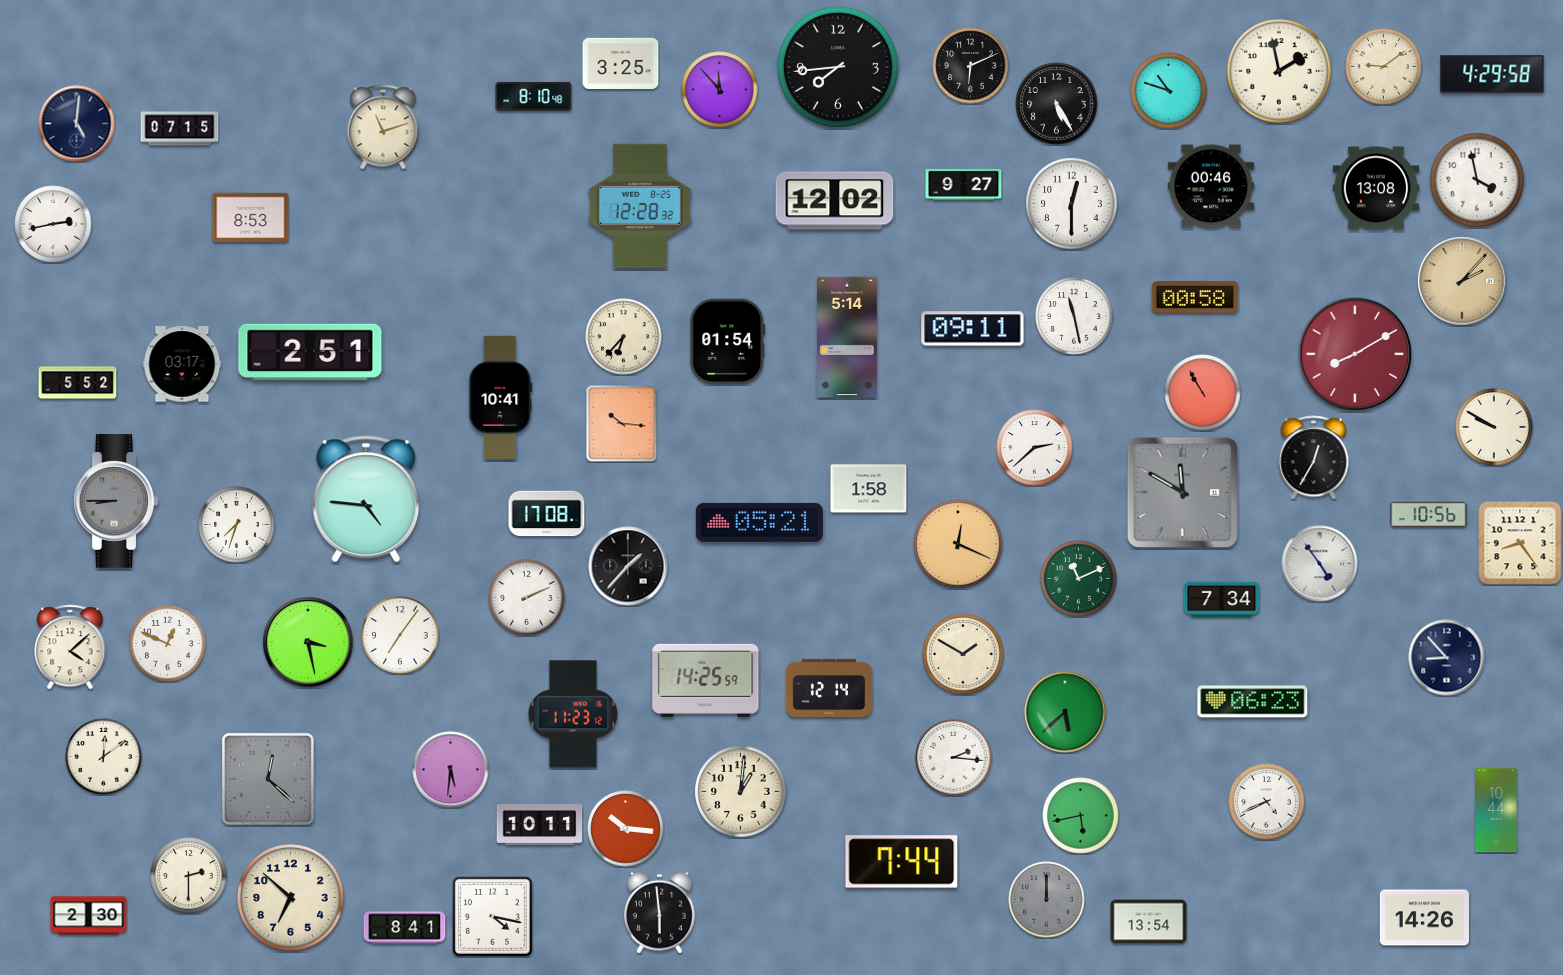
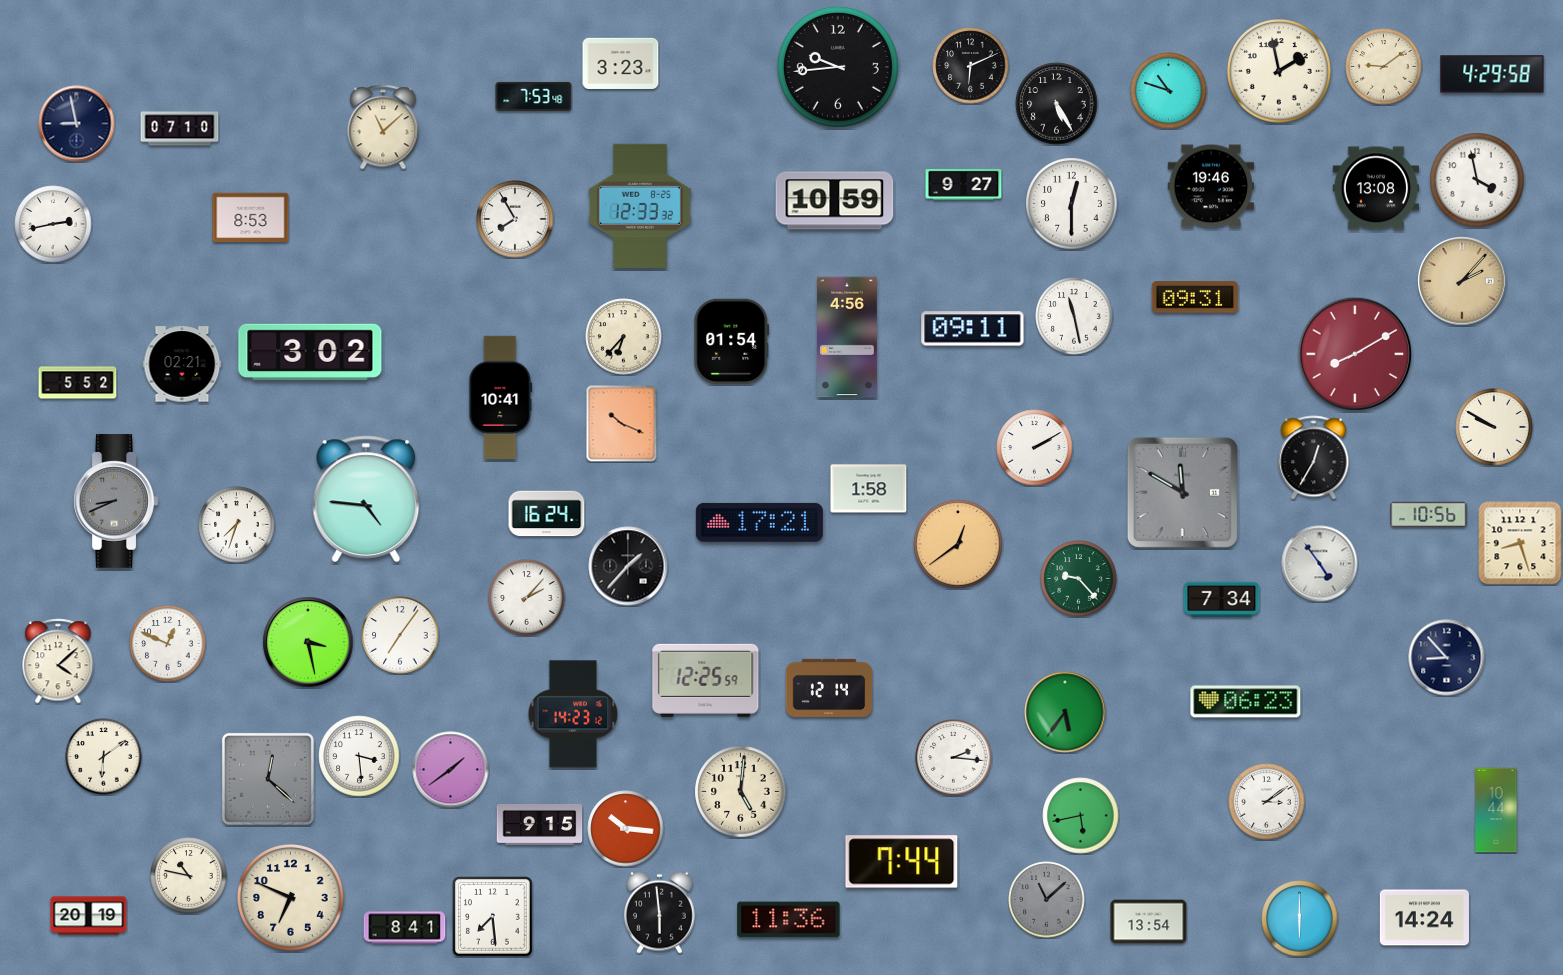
clock at (621, 63): 3:25 -> 3:23
clock at (838, 67): 7:44 -> 9:44
clock at (720, 90): 11:53 -> none
clock at (534, 96): 8:10 -> 7:53
clock at (77, 124): 5:01 -> 8:58
clock at (383, 127): 11:12 -> 11:08
clock at (180, 129): 07:15 -> 07:10
clock at (1211, 186): 00:46 -> 19:46
clock at (835, 201): 12:02 -> 10:59
clock at (640, 206): 12:28 -> 12:33
clock at (515, 219): none -> 7:55
clock at (1195, 297): 00:58 -> 09:31
clock at (848, 337): 5:14 -> 4:56
clock at (728, 342) position: (728, 342) -> (732, 342)
clock at (310, 351): 2:51 -> 3:02
clock at (182, 364): 03:17 -> 02:21
clock at (1203, 393): 10:55 -> none
clock at (622, 424): 10:16 -> 10:19
clock at (1035, 448): 2:38 -> 2:10
clock at (116, 501): 8:45 -> 8:41
clock at (547, 514): 17:08 -> 16:24
clock at (759, 522): 05:21 -> 17:21
clock at (1520, 543): 8:24 -> 8:27
clock at (958, 544): 12:19 -> 12:39
clock at (1079, 579): 11:11 -> 9:23
clock at (527, 598): 2:11 -> 2:07
clock at (70, 647) position: (70, 647) -> (58, 661)
clock at (963, 654): 1:50 -> none
clock at (706, 680): 14:25 -> 12:25
clock at (1253, 702) position: (1253, 702) -> (1246, 702)
clock at (1065, 712): 5:38 -> 5:36
clock at (573, 714): 11:23 -> 14:23
clock at (359, 756): none -> 3:29
clock at (104, 757): 12:09 -> 6:09
clock at (451, 770): 5:31 -> 1:39
clock at (741, 792): 1:01 -> 5:01
clock at (1267, 802): 4:41 -> 3:09
clock at (540, 825): 10:11 -> 9:15
clock at (189, 876): 2:30 -> 10:47
clock at (291, 898): 6:52 -> 6:49
clock at (1047, 900): 12:00 -> 11:08
clock at (89, 916): 2:30 -> 20:19
clock at (493, 917): 4:17 -> 7:29
clock at (1424, 918): 14:26 -> 14:24
clock at (1300, 919): none -> 6:00
clock at (789, 920): none -> 11:36
